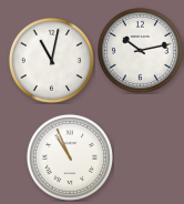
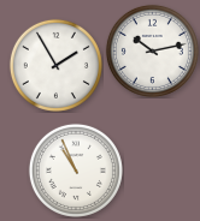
clock at (140, 50) position: (140, 50) -> (152, 50)
clock at (51, 60): 11:02 -> 1:55
